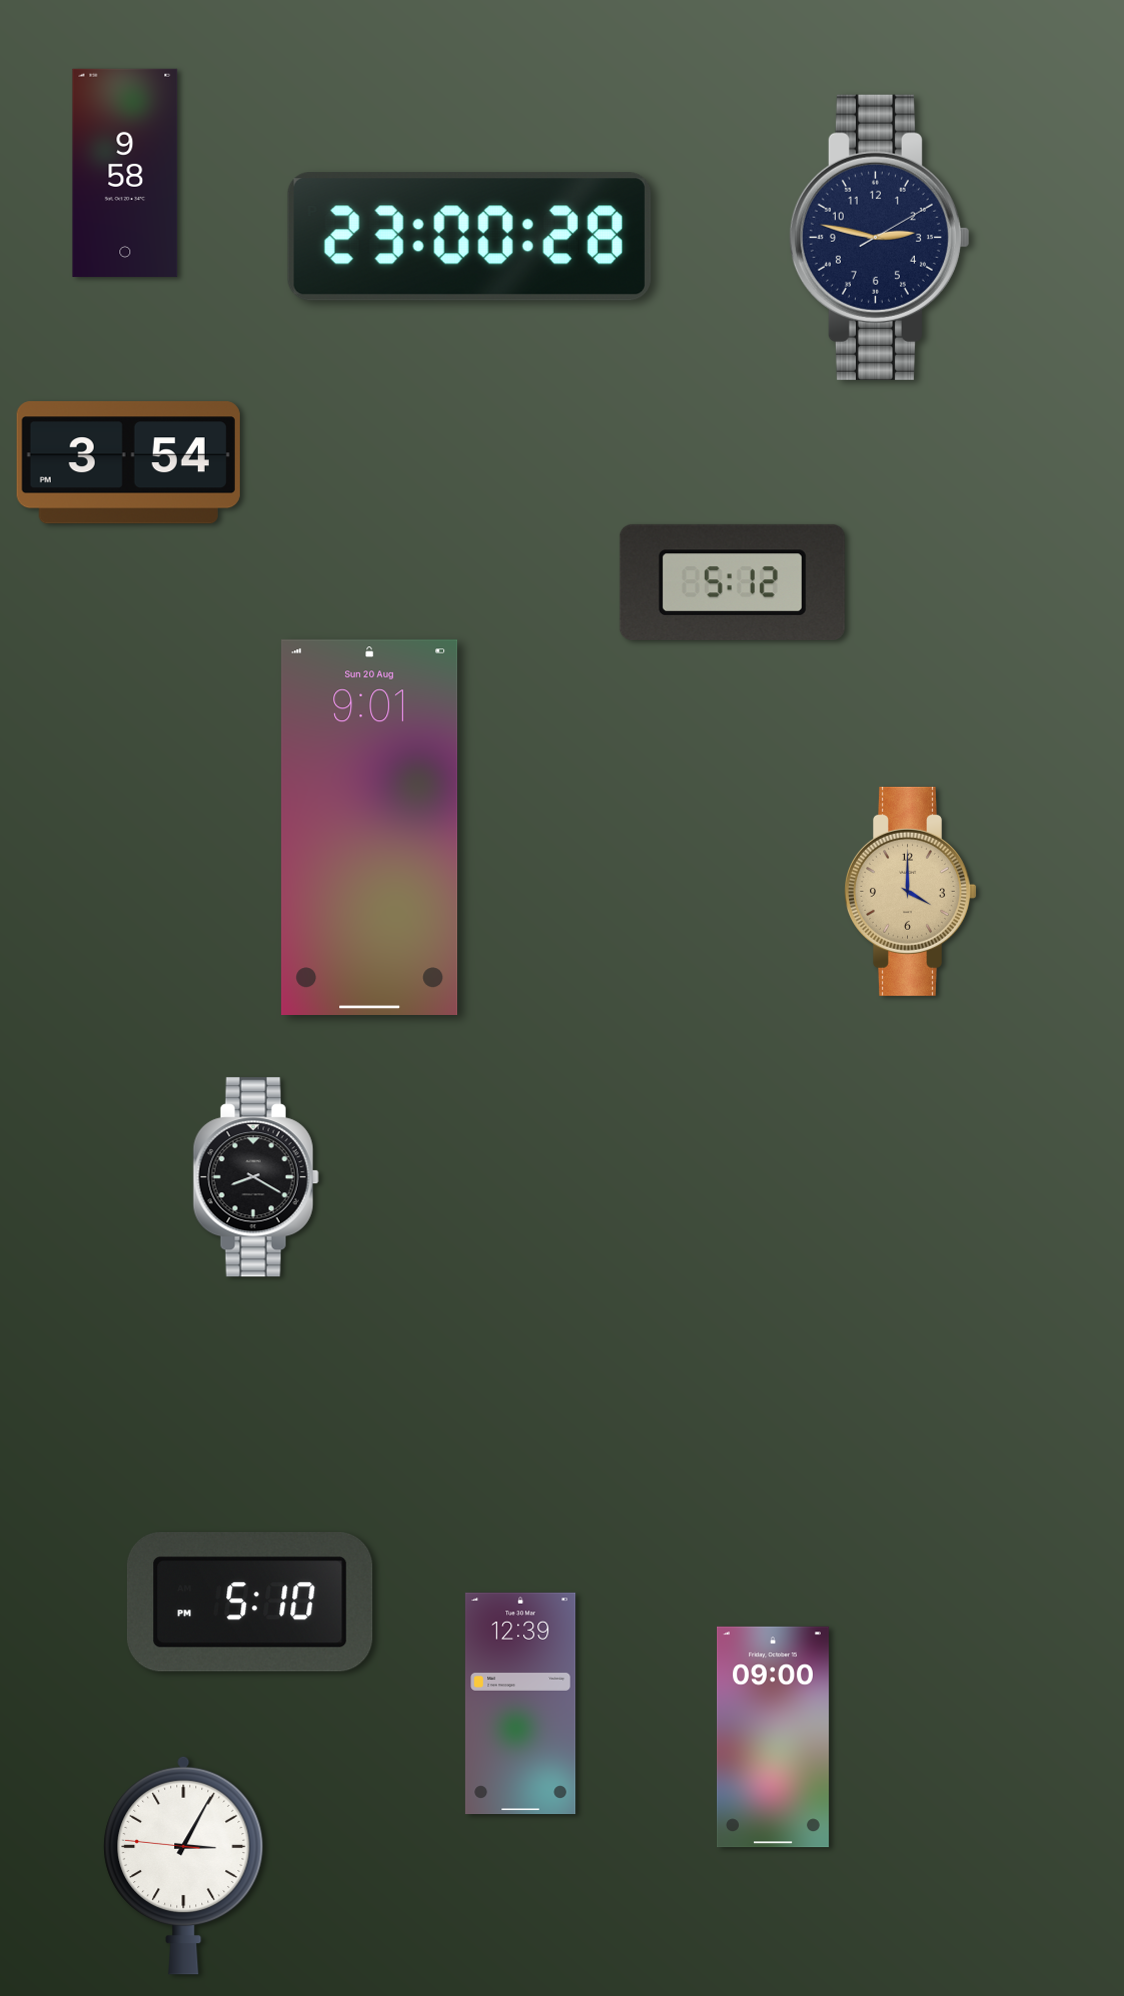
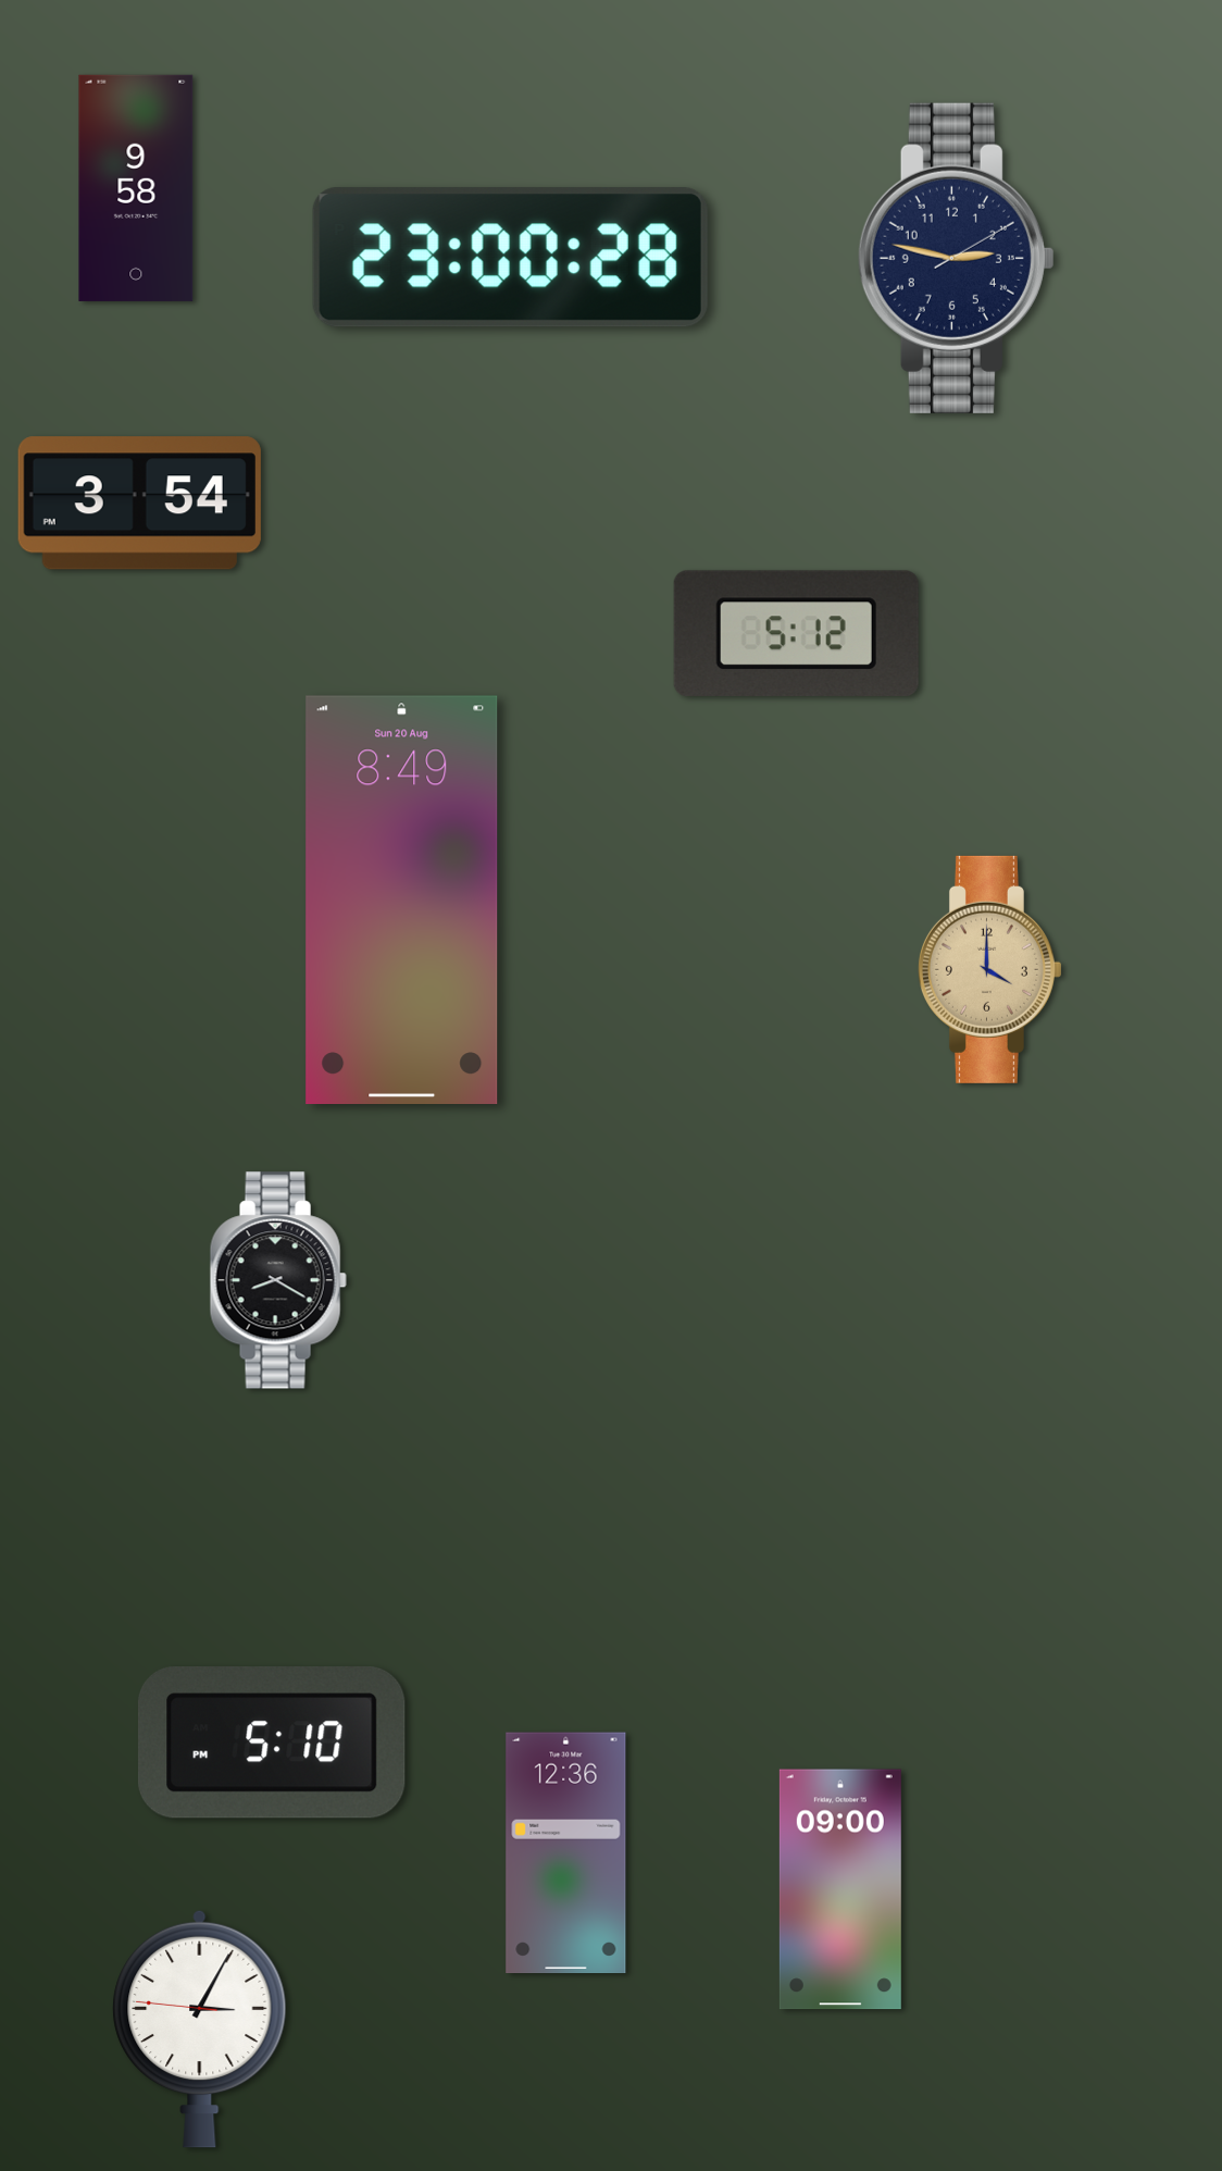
clock at (370, 827): 9:01 -> 8:49
clock at (521, 1704): 12:39 -> 12:36
